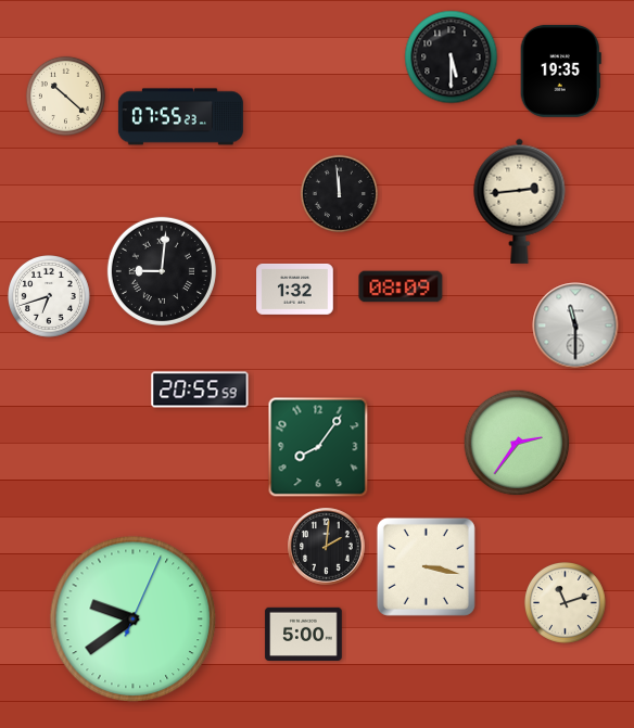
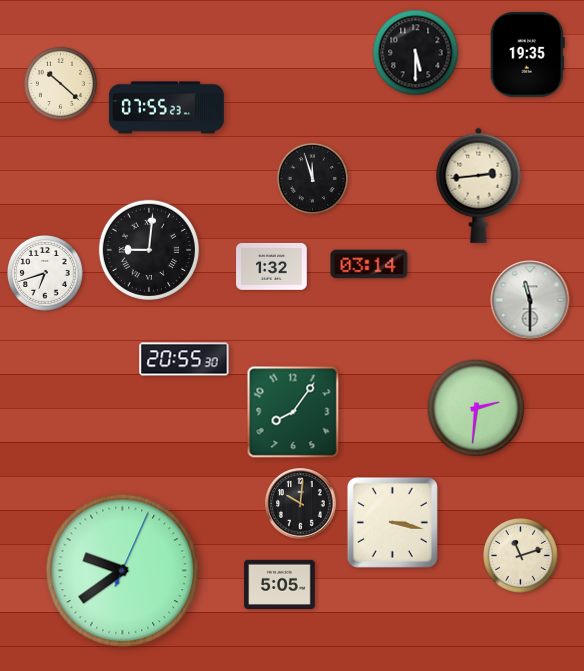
clock at (560, 71) position: (560, 71) -> (527, 54)
clock at (65, 95) position: (65, 95) -> (60, 83)
clock at (339, 193): 11:59 -> 11:57
clock at (401, 286): 08:09 -> 03:14
clock at (200, 389): 20:55:59 -> 20:55:30
clock at (517, 443): 2:36 -> 2:31
clock at (327, 547): 2:01 -> 10:01
clock at (304, 634): 5:00 -> 5:05
